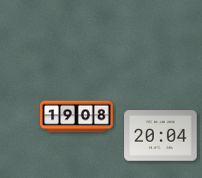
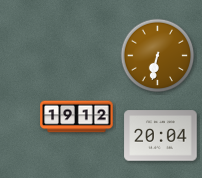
clock at (158, 56): none -> 6:32
clock at (77, 117): 19:08 -> 19:12
